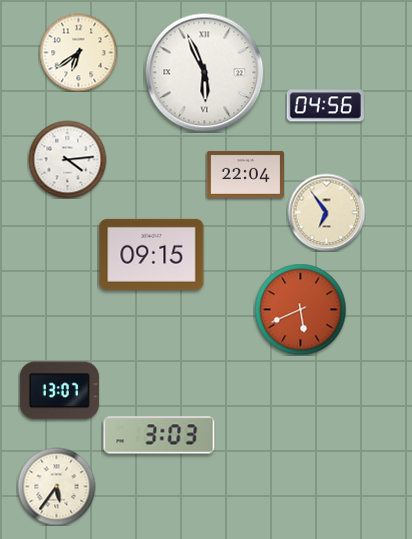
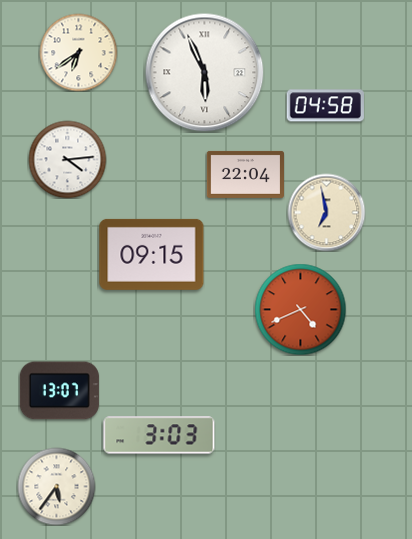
clock at (325, 106): 04:56 -> 04:58
clock at (326, 212): 6:54 -> 6:58
clock at (300, 309): 5:41 -> 4:41
